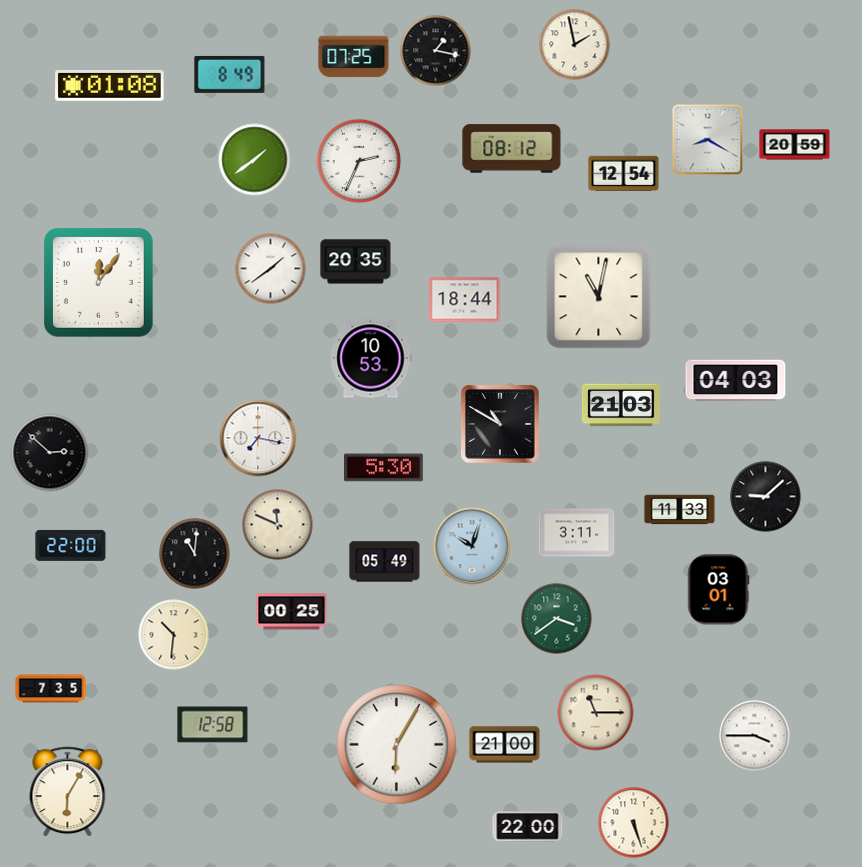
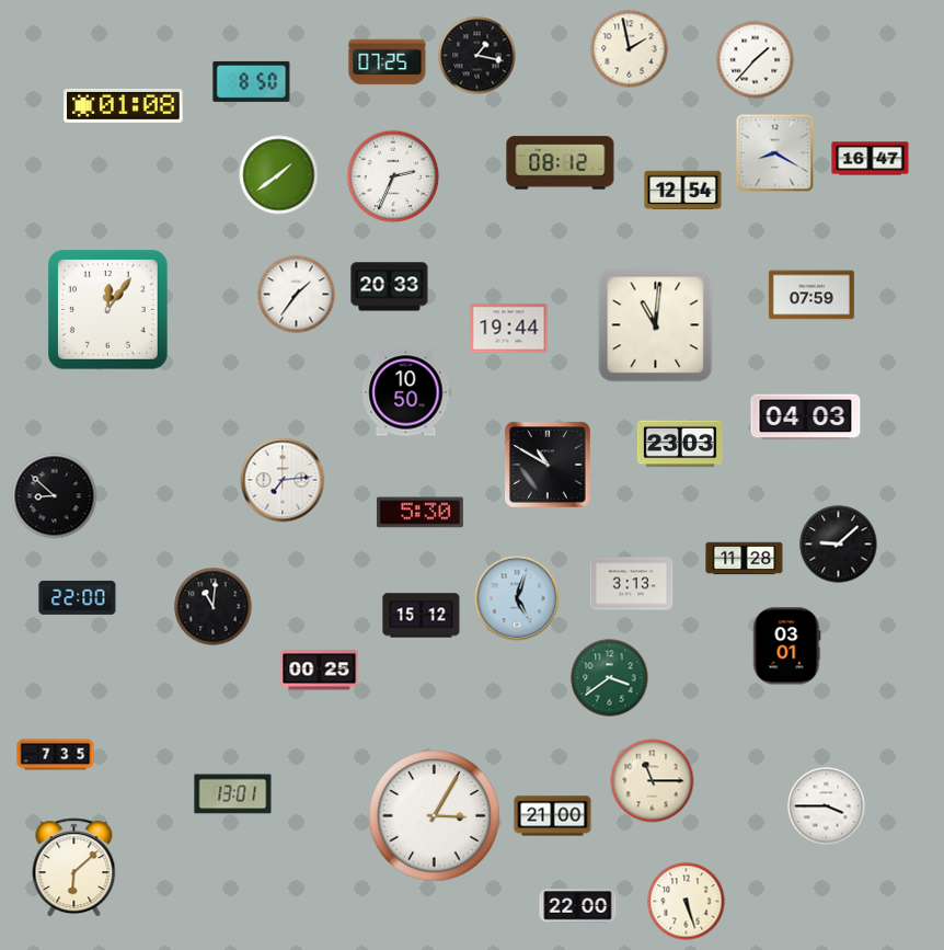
clock at (756, 60): none -> 1:37
clock at (230, 74): 8:49 -> 8:50
clock at (110, 85) position: (110, 85) -> (124, 105)
clock at (795, 145): 20:59 -> 16:47
clock at (356, 262): 20:35 -> 20:33
clock at (271, 269): 1:39 -> 1:36
clock at (811, 295): none -> 07:59
clock at (599, 297): 11:02 -> 11:01
clock at (465, 300): 18:44 -> 19:44
clock at (371, 358): 10:53 -> 10:50
clock at (621, 405): 21:03 -> 23:03
clock at (258, 438): 7:17 -> 7:14
clock at (50, 453): 2:52 -> 8:52
clock at (680, 510): 11:33 -> 11:28
clock at (278, 525): 11:49 -> none
clock at (577, 533): 3:11 -> 3:13
clock at (472, 546): 10:03 -> 5:03
clock at (385, 562): 05:49 -> 15:12
clock at (174, 635): 10:31 -> none
clock at (213, 725): 12:58 -> 13:01
clock at (397, 745): 6:05 -> 3:05
clock at (68, 792): 6:05 -> 6:08
clock at (634, 823) position: (634, 823) -> (687, 902)
